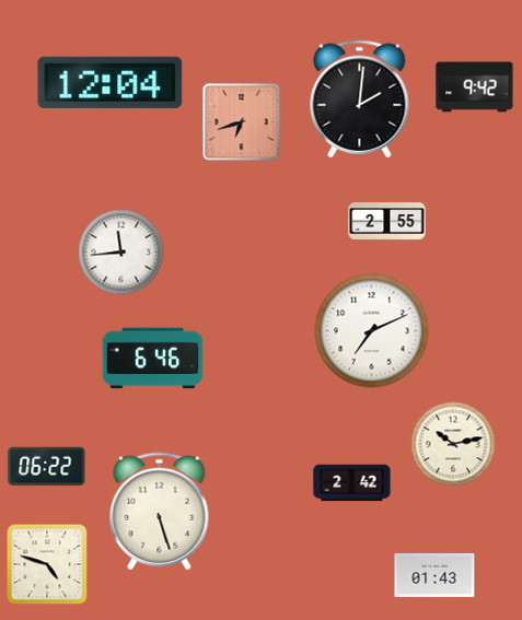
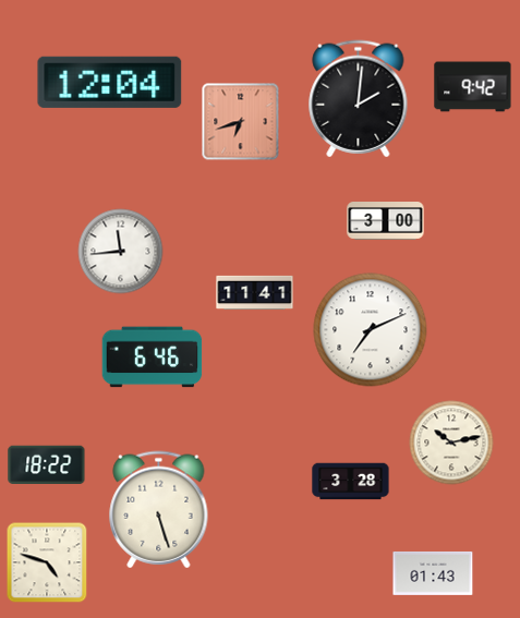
clock at (387, 222): 2:55 -> 3:00
clock at (255, 293): none -> 11:41
clock at (47, 466): 06:22 -> 18:22
clock at (352, 483): 2:42 -> 3:28
